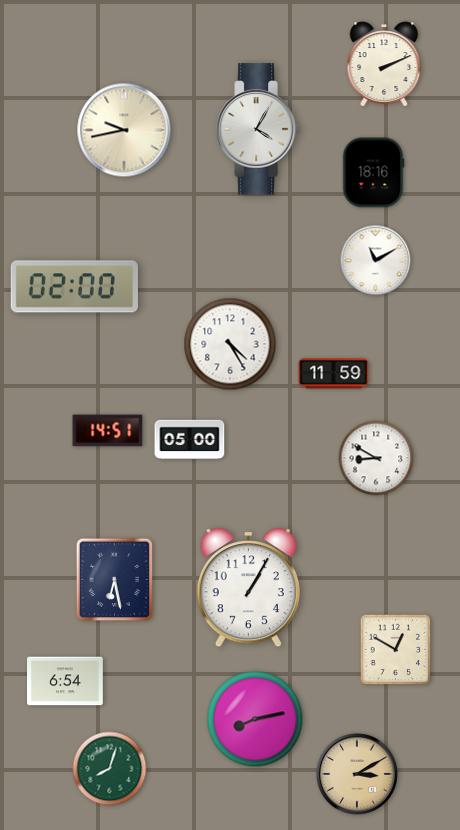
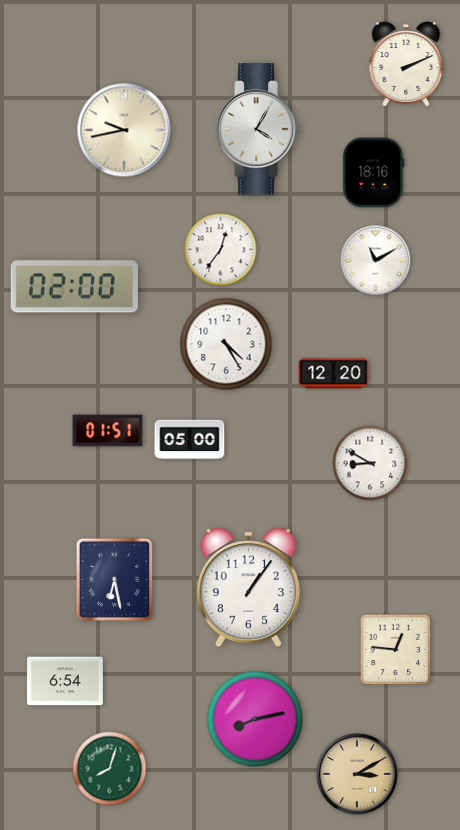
clock at (384, 64) position: (384, 64) -> (406, 64)
clock at (221, 250): none -> 12:36
clock at (230, 344) position: (230, 344) -> (226, 344)
clock at (334, 374): 11:59 -> 12:20
clock at (108, 431): 14:51 -> 01:51
clock at (376, 458) position: (376, 458) -> (370, 463)
clock at (248, 588): 1:05 -> 1:06
clock at (396, 650): 12:50 -> 12:46
